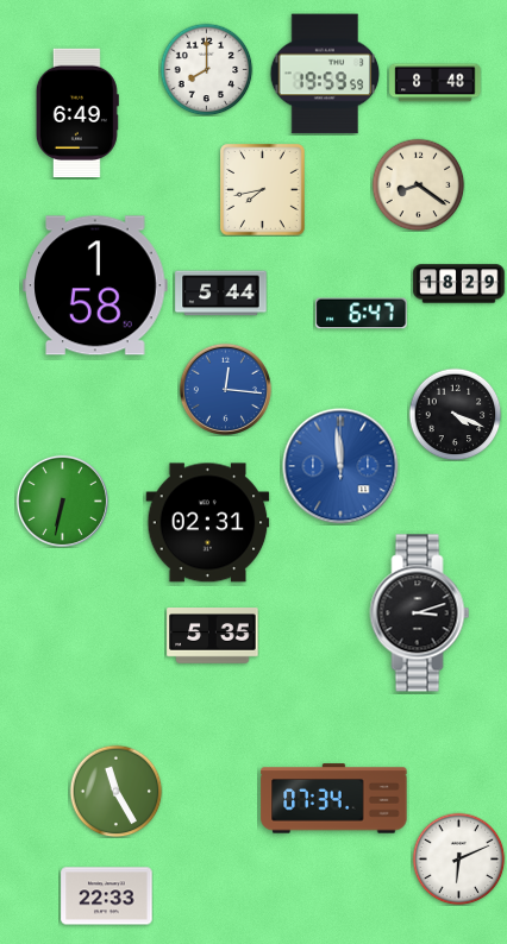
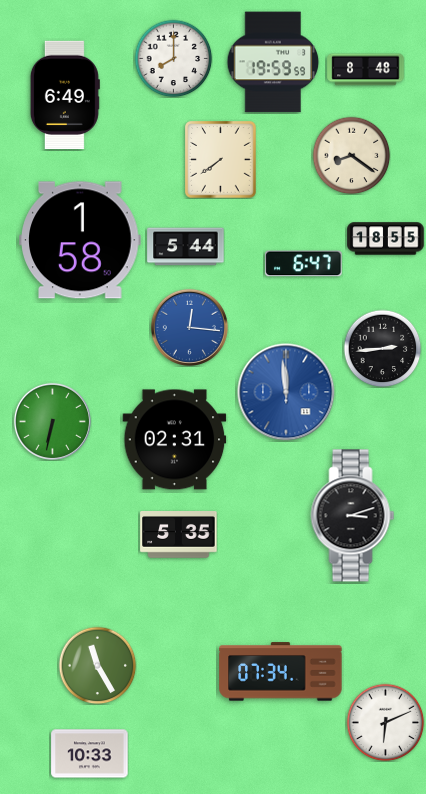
clock at (263, 190): 7:43 -> 7:39
clock at (459, 284): 18:29 -> 18:55
clock at (455, 414): 4:19 -> 2:44
clock at (107, 896): 22:33 -> 10:33
